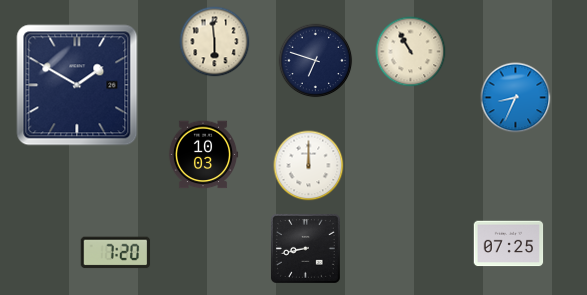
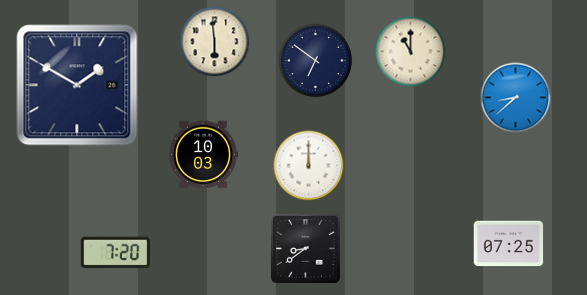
clock at (411, 52): 10:55 -> 11:00
clock at (316, 61): 6:48 -> 6:51
clock at (516, 98): 8:34 -> 8:38
clock at (305, 248): 8:43 -> 8:39
